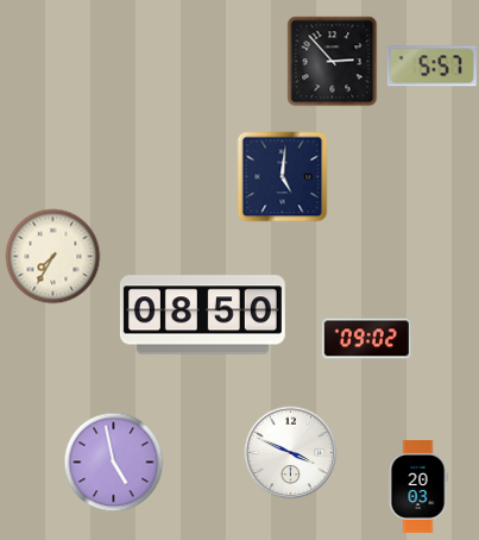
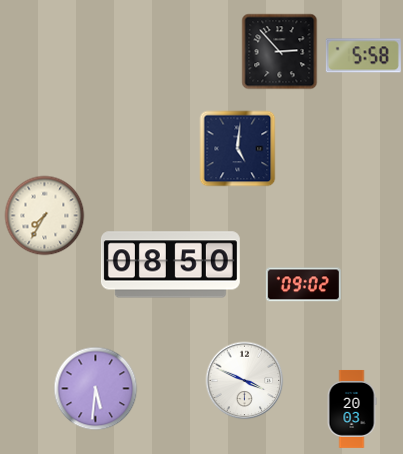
clock at (431, 67): 5:57 -> 5:58
clock at (366, 339) position: (366, 339) -> (303, 285)
clock at (114, 463): 4:58 -> 5:31
